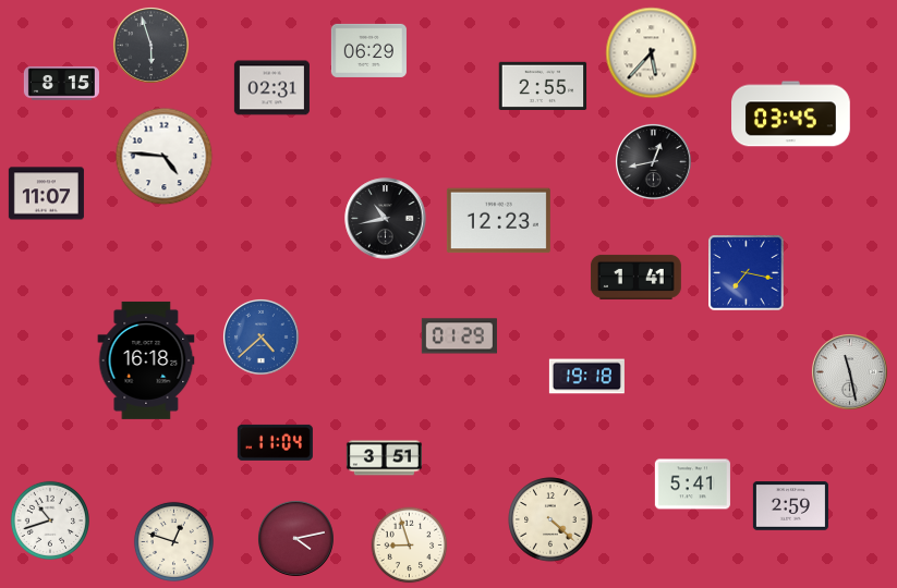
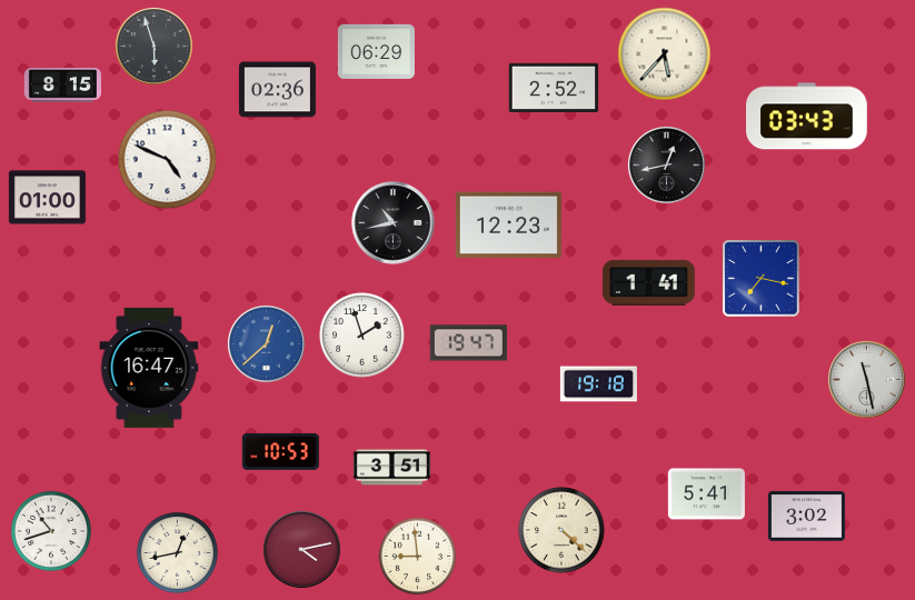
clock at (543, 85): 2:55 -> 2:52
clock at (271, 88): 02:31 -> 02:36
clock at (791, 114): 03:45 -> 03:43
clock at (165, 157): 4:46 -> 4:49
clock at (46, 194): 11:07 -> 01:00
clock at (362, 336): none -> 1:57
clock at (260, 336): 4:38 -> 12:38
clock at (459, 336): 01:29 -> 19:47
clock at (146, 360): 16:18 -> 16:47
clock at (275, 442): 11:04 -> 10:53
clock at (790, 506): 2:59 -> 3:02
clock at (173, 541): 12:48 -> 12:43
clock at (410, 546): 8:57 -> 8:59
